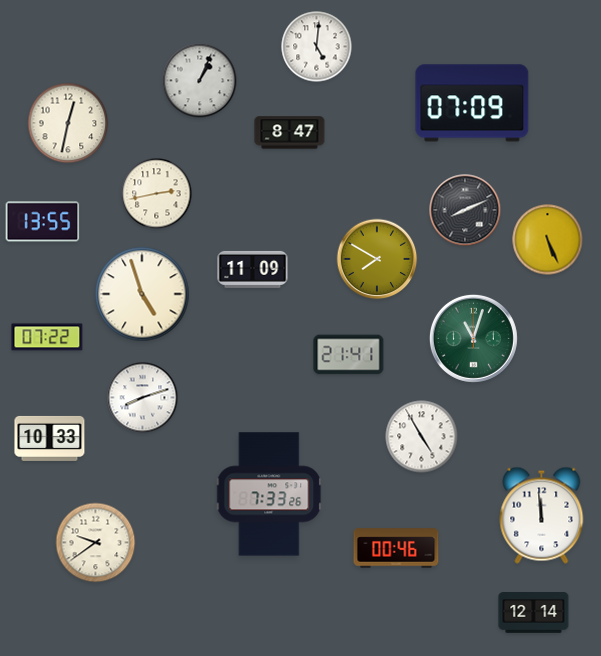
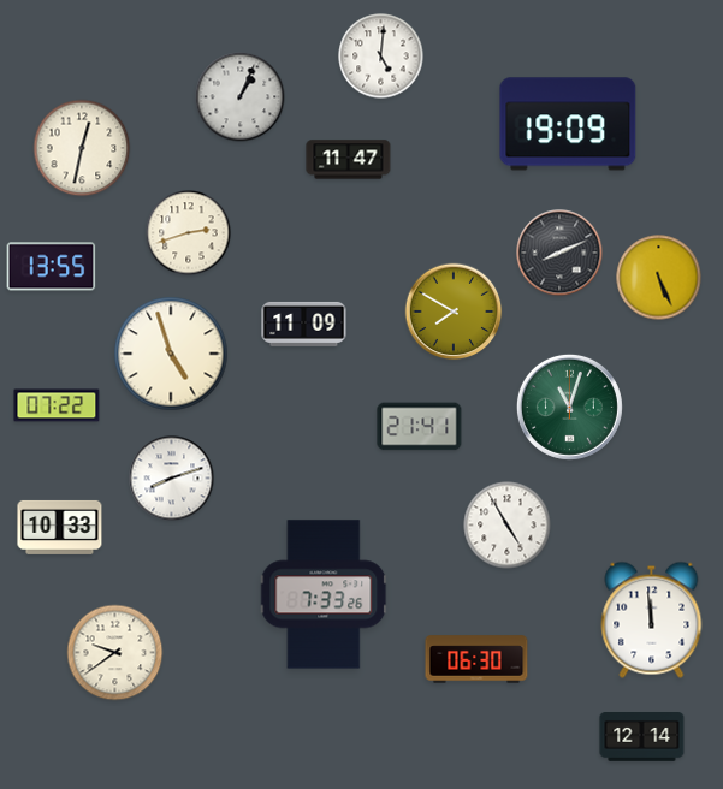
clock at (472, 103): 07:09 -> 19:09
clock at (290, 133): 8:47 -> 11:47
clock at (157, 194): 2:43 -> 2:42
clock at (548, 240) position: (548, 240) -> (659, 278)
clock at (396, 548): 00:46 -> 06:30
